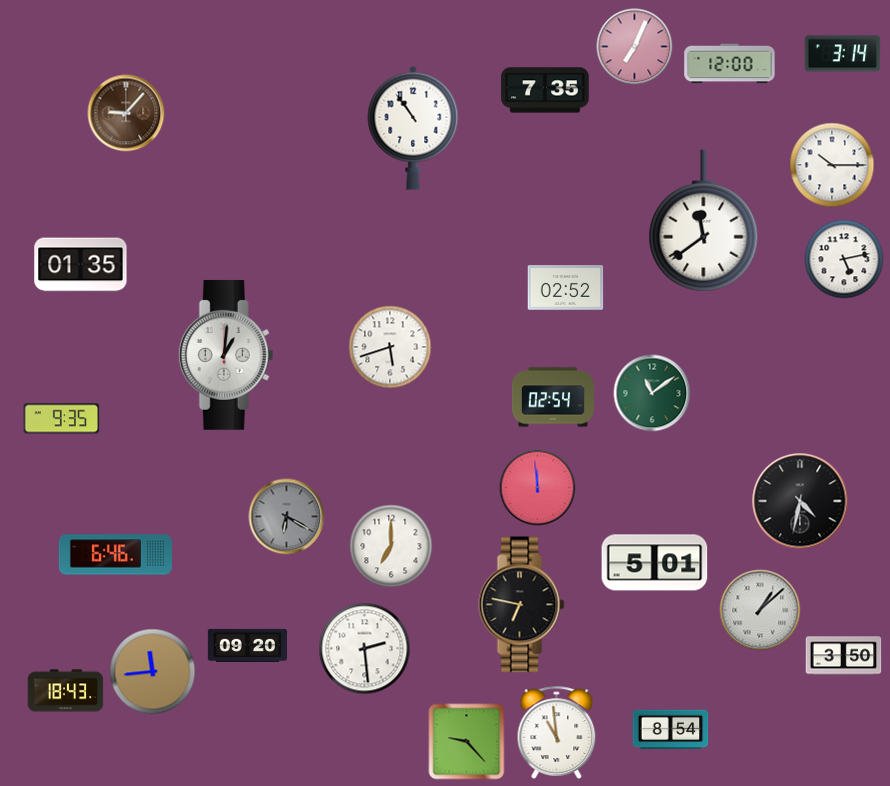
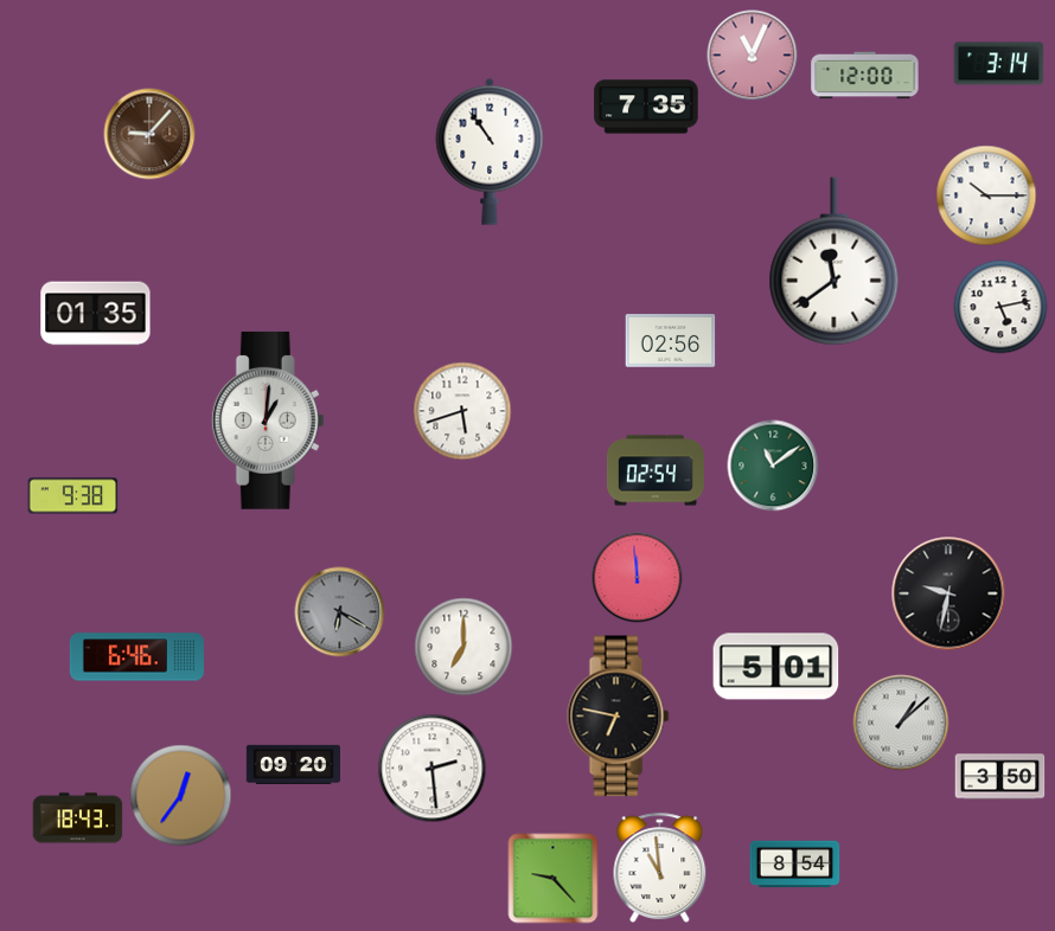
clock at (635, 47): 7:04 -> 11:04
clock at (566, 288): 02:52 -> 02:56
clock at (62, 419): 9:35 -> 9:38
clock at (800, 501): 4:32 -> 9:32
clock at (153, 672): 11:44 -> 12:36
